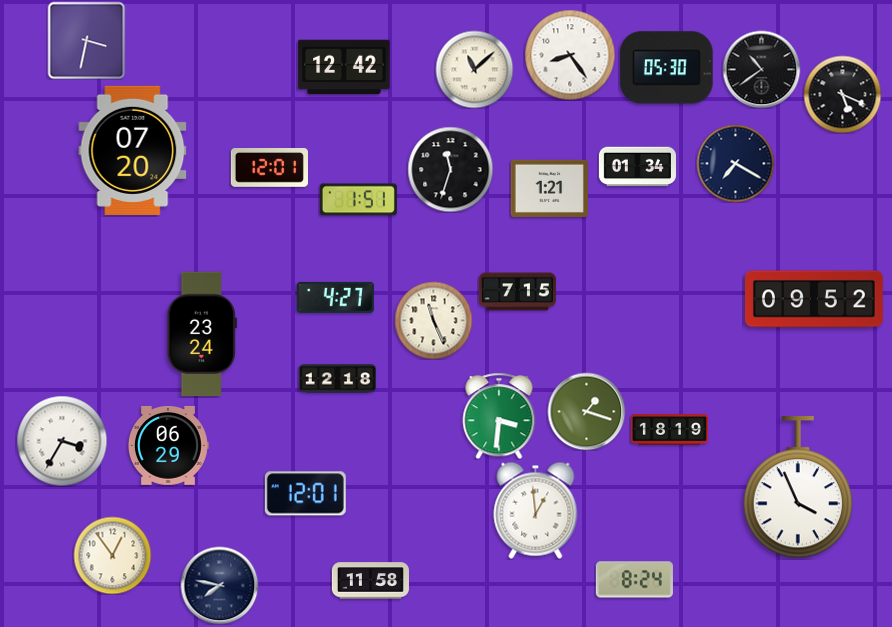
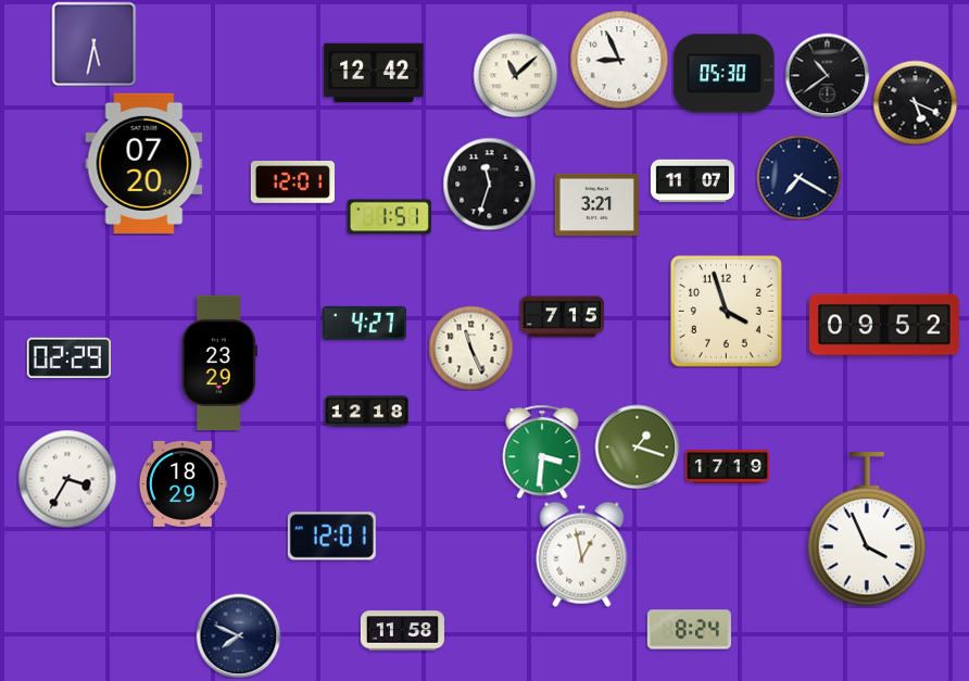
clock at (86, 40): 3:32 -> 5:32
clock at (570, 55): 8:24 -> 8:56
clock at (637, 167): 01:34 -> 11:07
clock at (549, 188): 1:21 -> 3:21
clock at (726, 311): none -> 3:57
clock at (68, 357): none -> 02:29
clock at (202, 334): 23:24 -> 23:29
clock at (669, 430): 18:19 -> 17:19
clock at (168, 446): 06:29 -> 18:29
clock at (536, 510): 12:59 -> 12:58
clock at (112, 555): 12:54 -> none
clock at (219, 585): 7:47 -> 7:49
